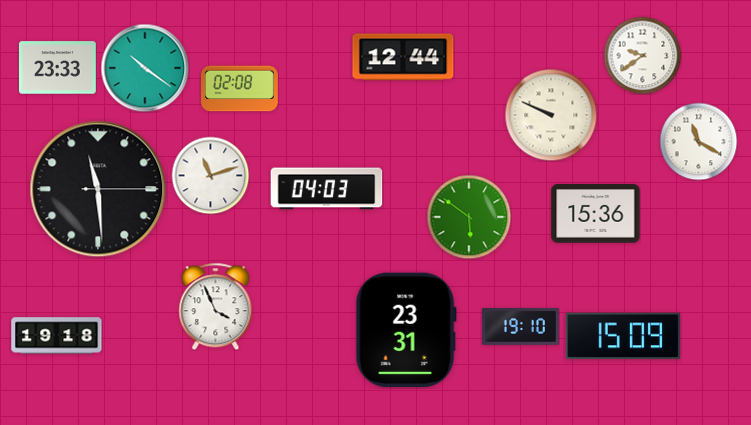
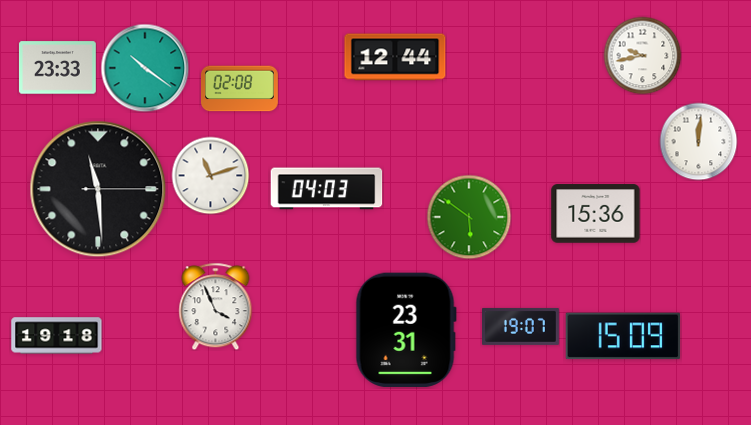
clock at (642, 55): 9:39 -> 9:43
clock at (403, 57) position: (403, 57) -> (395, 57)
clock at (551, 115): 9:49 -> none
clock at (698, 141): 11:20 -> 12:01
clock at (521, 326): 19:10 -> 19:07
